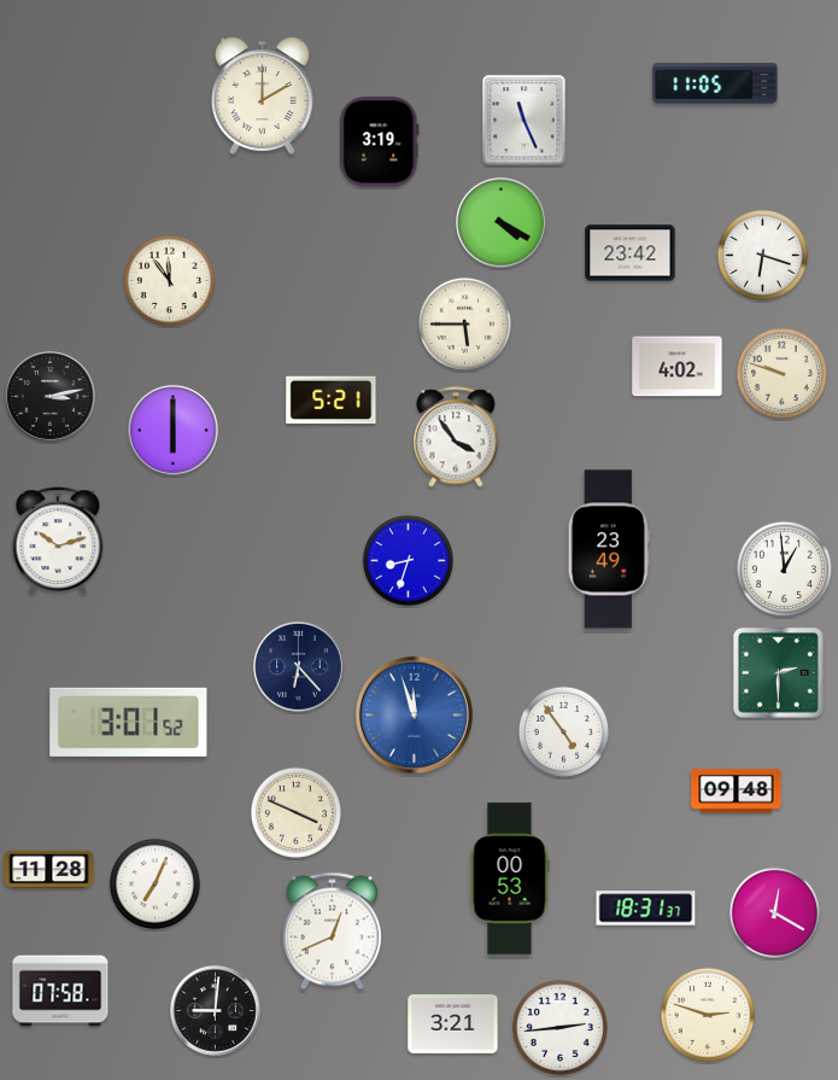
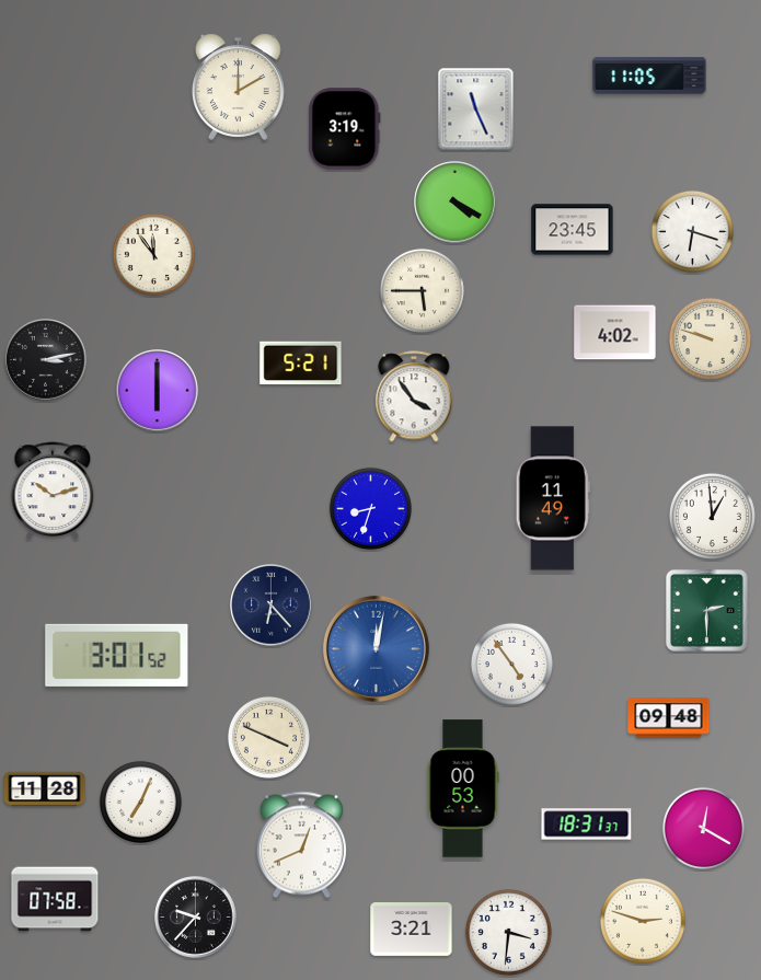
clock at (631, 253): 23:42 -> 23:45
clock at (464, 323) position: (464, 323) -> (422, 290)
clock at (609, 549): 23:49 -> 11:49
clock at (414, 714): 11:57 -> 12:02
clock at (510, 878) position: (510, 878) -> (463, 788)
clock at (216, 1011): 9:01 -> 9:37
clock at (559, 1027): 2:44 -> 3:31
